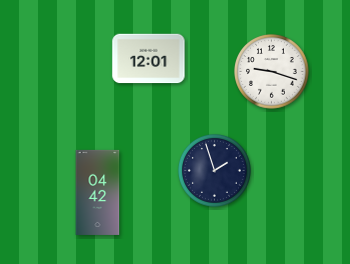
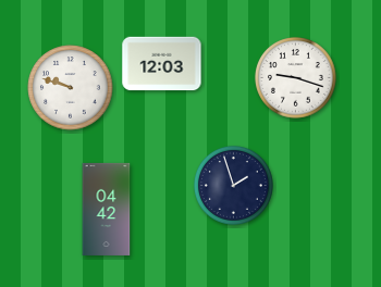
clock at (149, 59): 12:01 -> 12:03
clock at (71, 88): none -> 9:48
